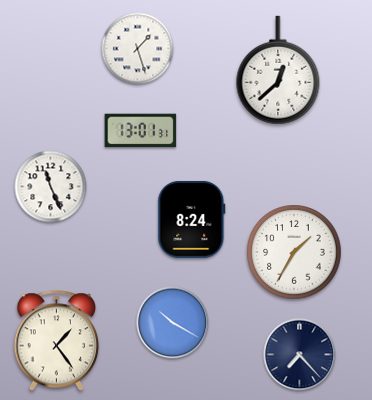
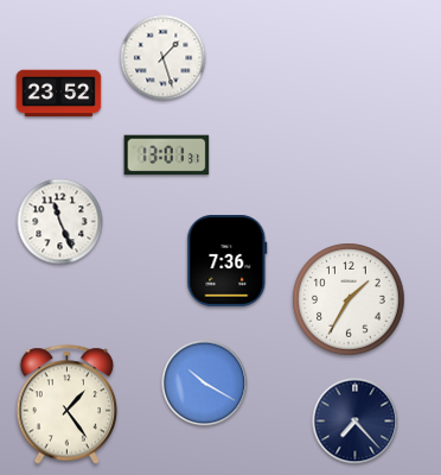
clock at (278, 70): 12:38 -> none
clock at (59, 94): none -> 23:52
clock at (192, 219): 8:24 -> 7:36
